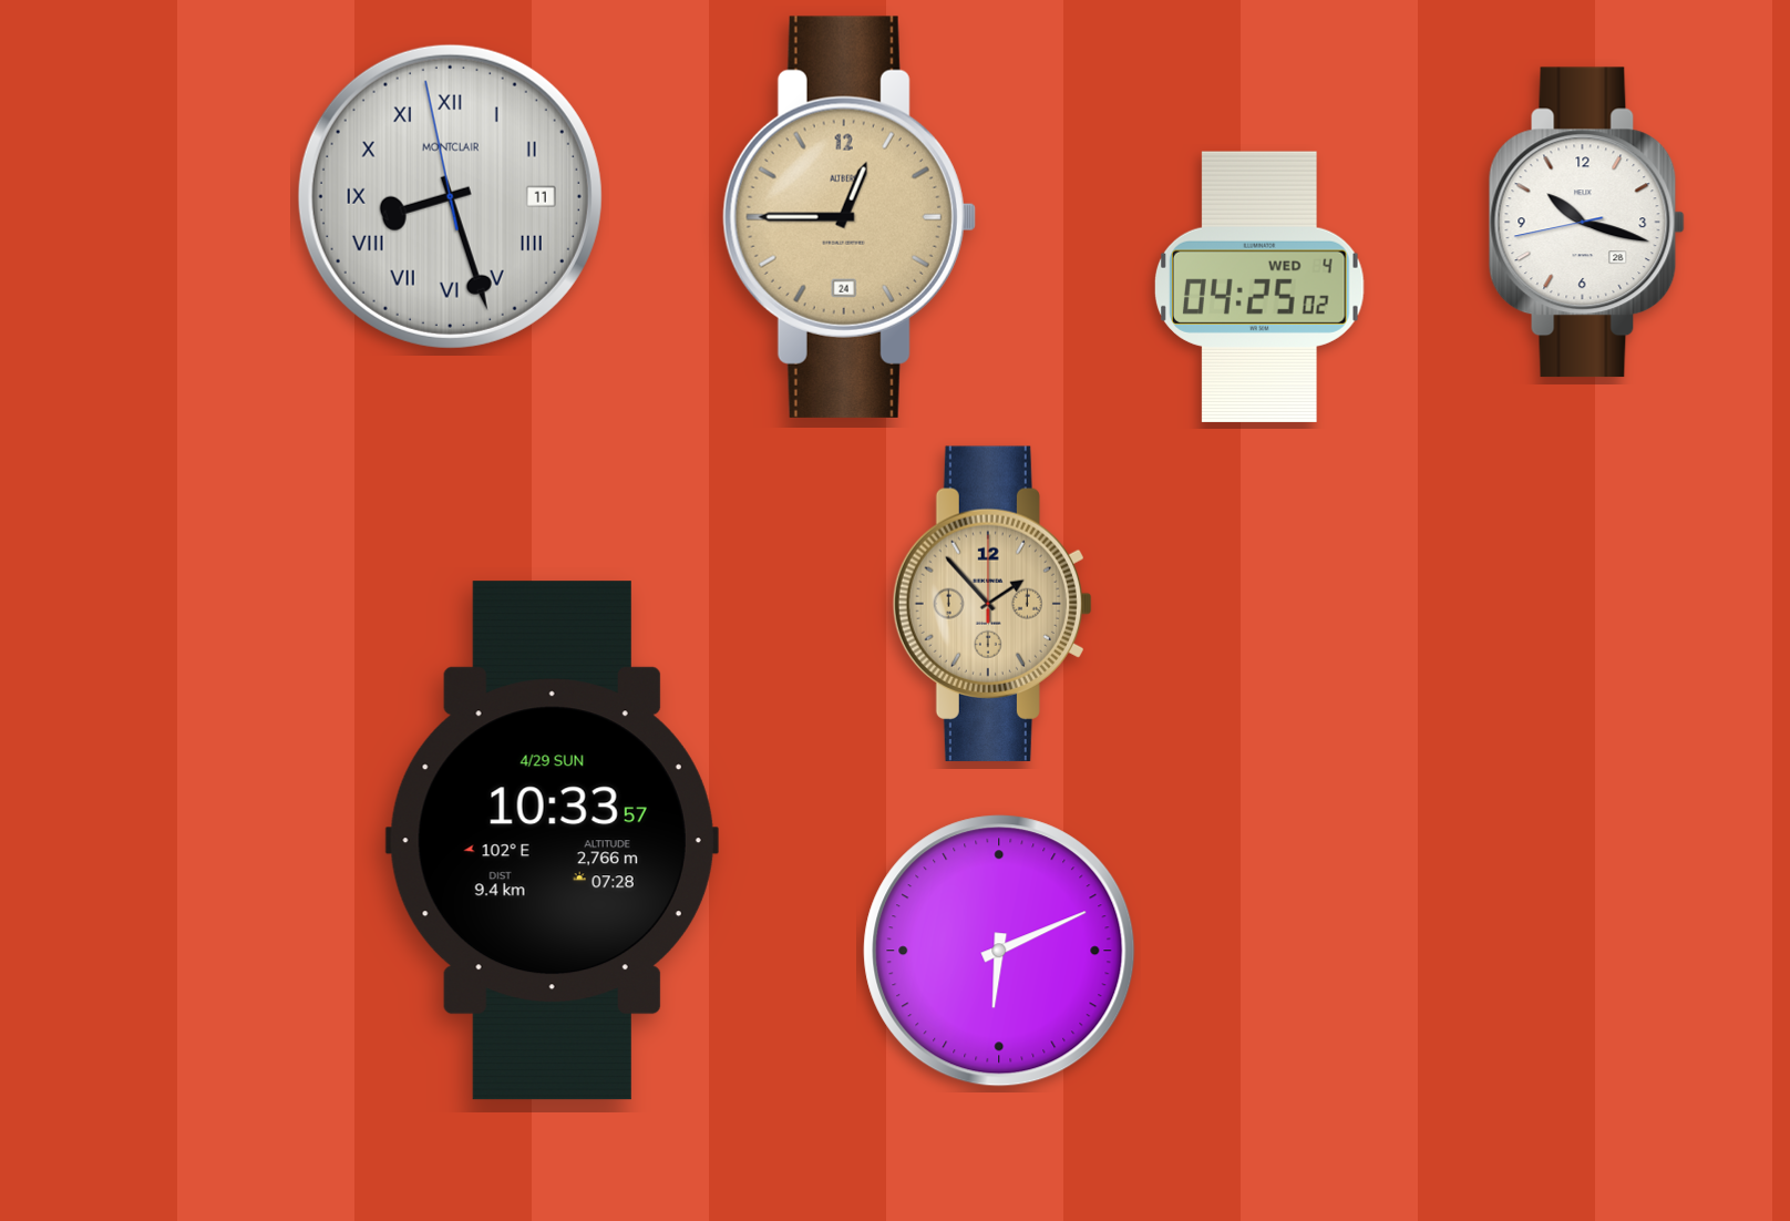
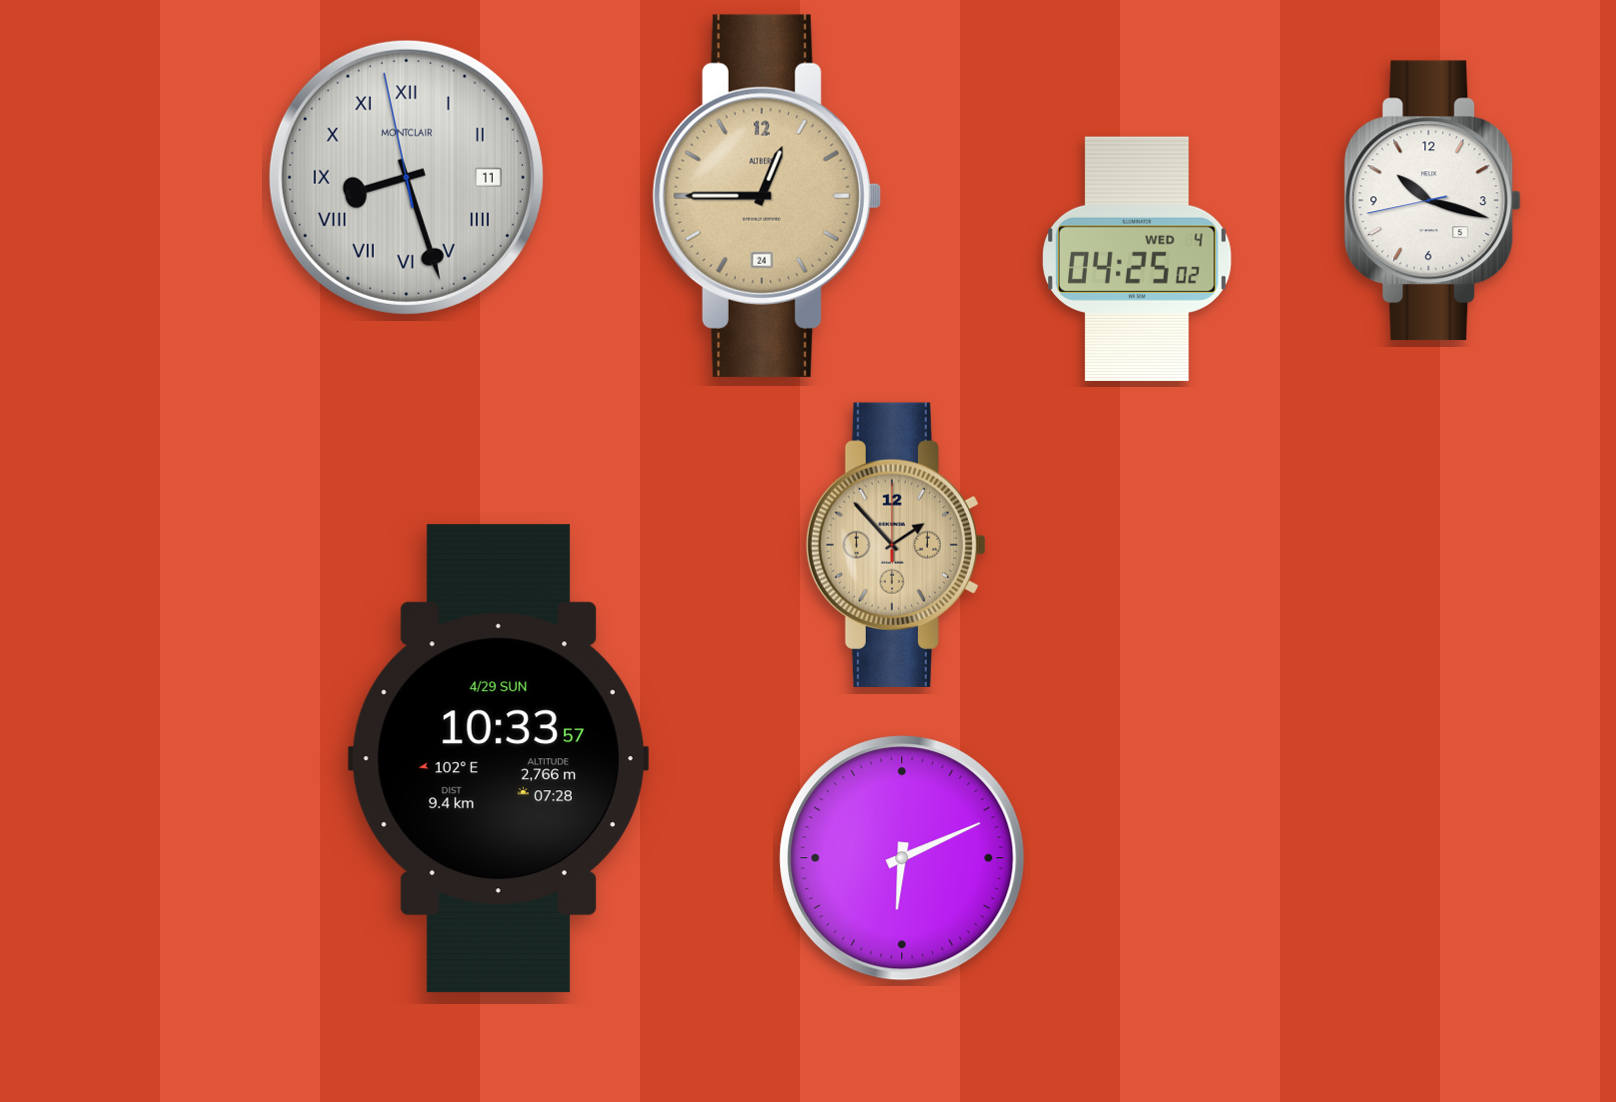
clock at (1586, 223) date: 28 -> 5
